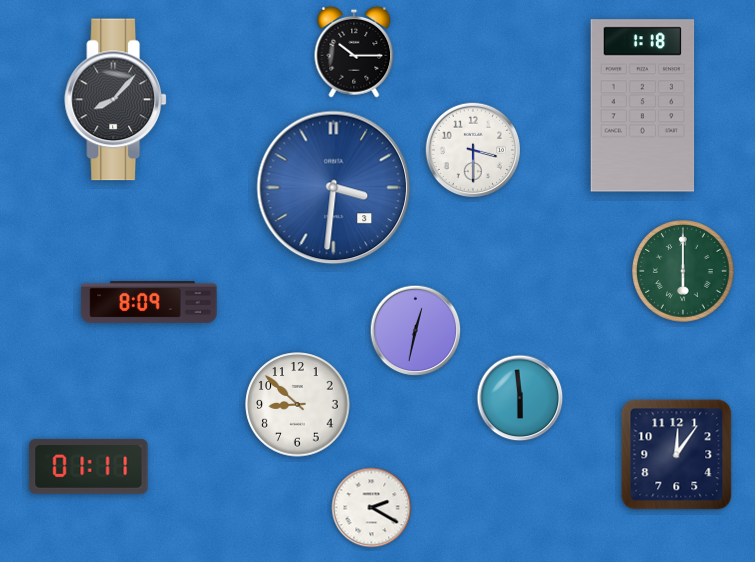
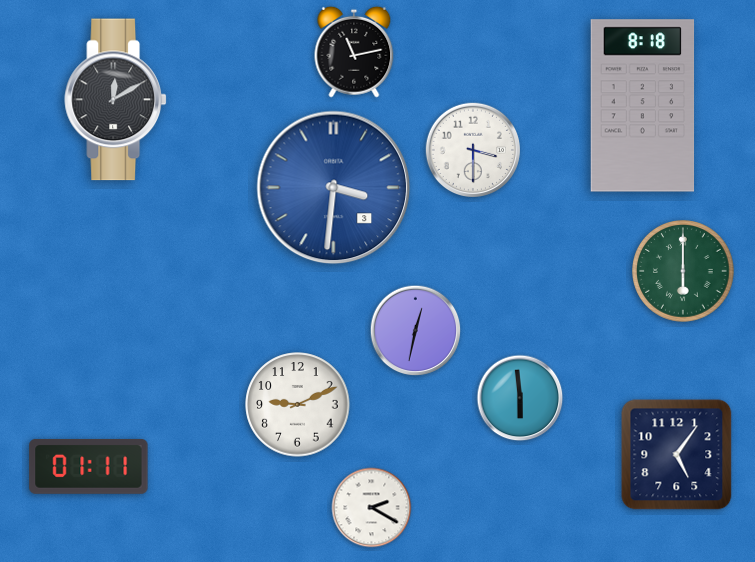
clock at (354, 52): 10:15 -> 11:13
clock at (116, 100): 8:07 -> 12:10
clock at (643, 106): 1:18 -> 8:18
clock at (149, 302): 8:09 -> none
clock at (298, 405): 8:52 -> 9:11
clock at (677, 455): 12:06 -> 5:06
